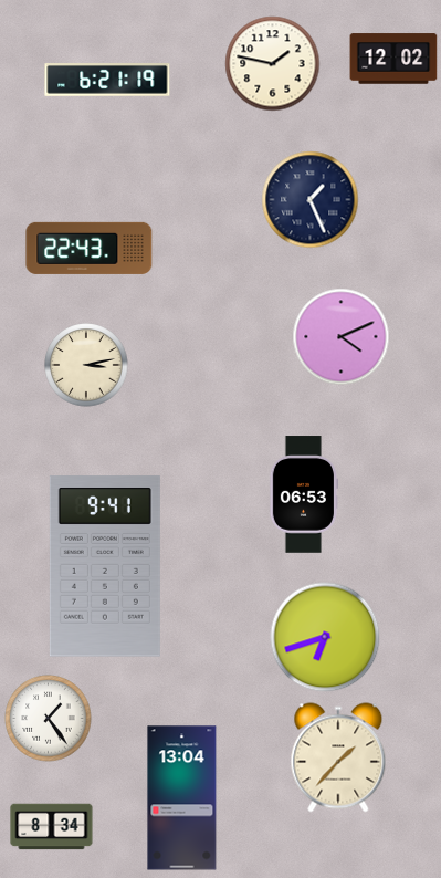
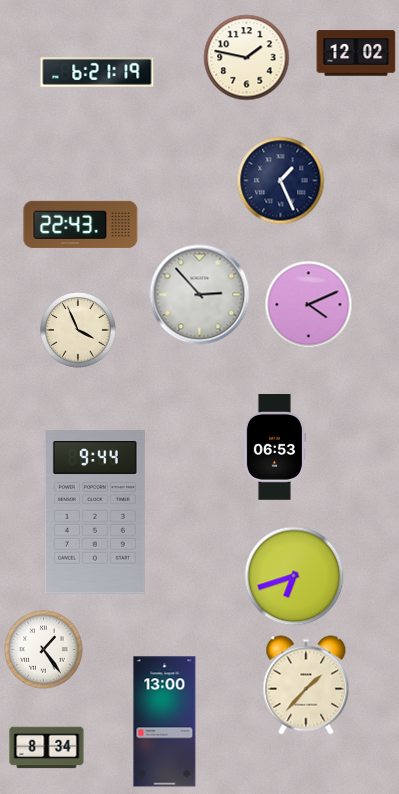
clock at (200, 295): none -> 2:53
clock at (86, 365): 3:13 -> 3:56
clock at (105, 566): 9:41 -> 9:44
clock at (182, 798): 13:04 -> 13:00
